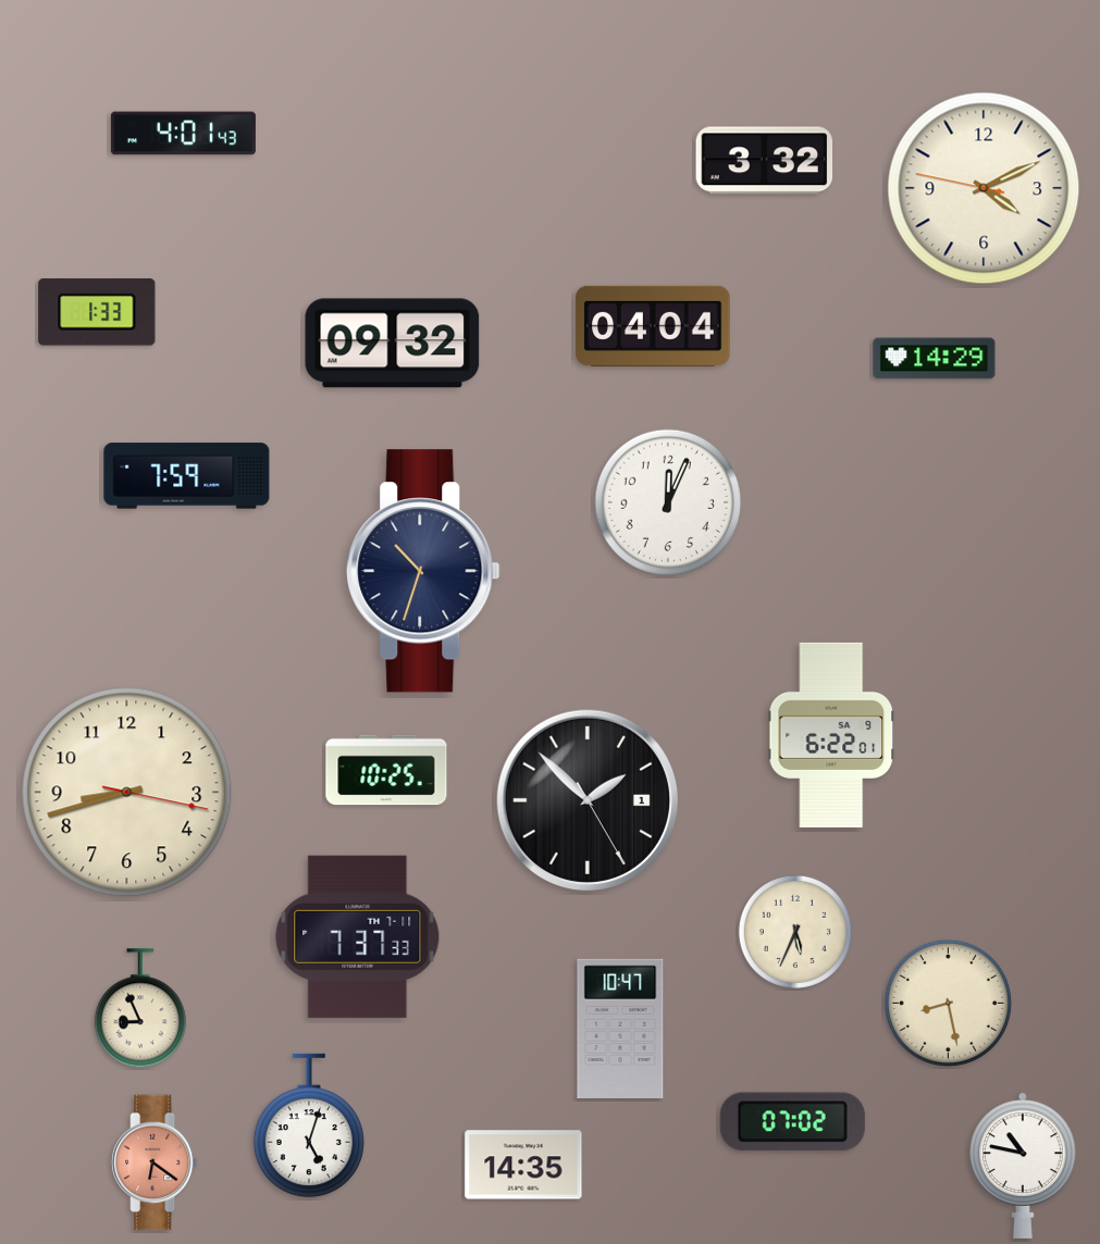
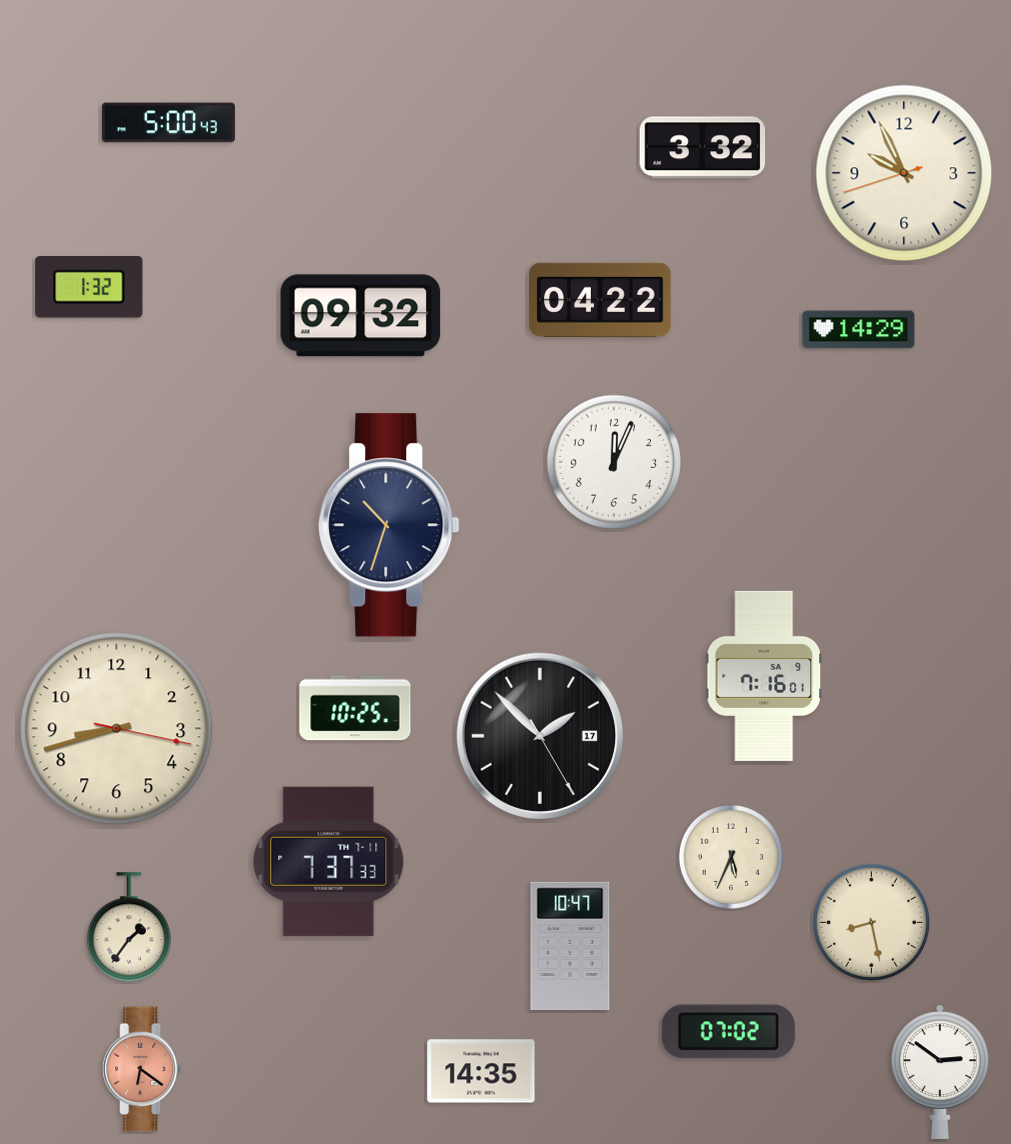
clock at (183, 134): 4:01 -> 5:00
clock at (984, 188): 4:10 -> 9:55
clock at (97, 312): 1:33 -> 1:32
clock at (653, 326): 04:04 -> 04:22
clock at (187, 476): 7:59 -> none
clock at (831, 735): 6:22 -> 7:16
clock at (586, 799) date: 1 -> 17
clock at (140, 1009): 8:56 -> 1:36
clock at (309, 1125): 5:03 -> none
clock at (1023, 1166): 10:47 -> 2:51
